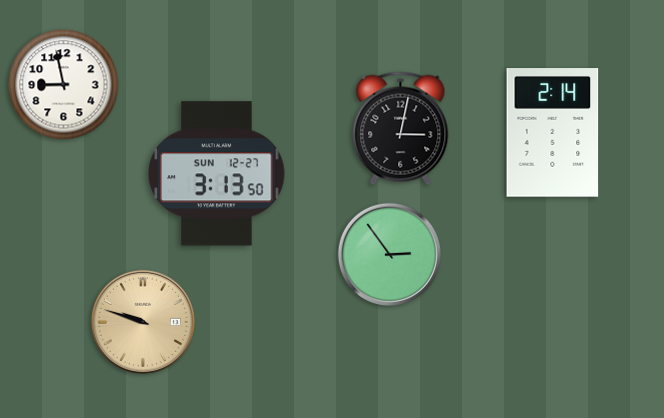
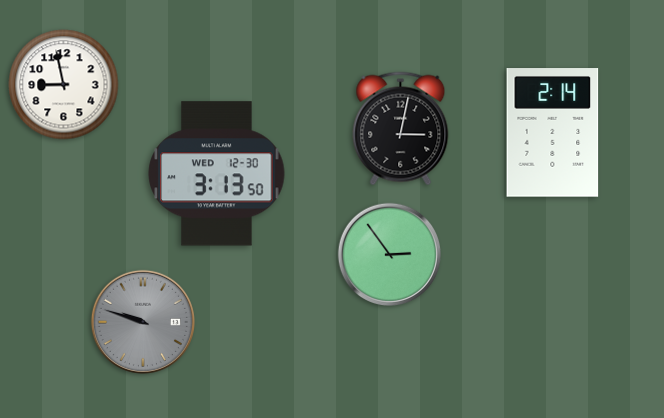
clock at (217, 174) date: SUN 12-27 -> WED 12-30
clock at (143, 322) dial: champagne -> grey
